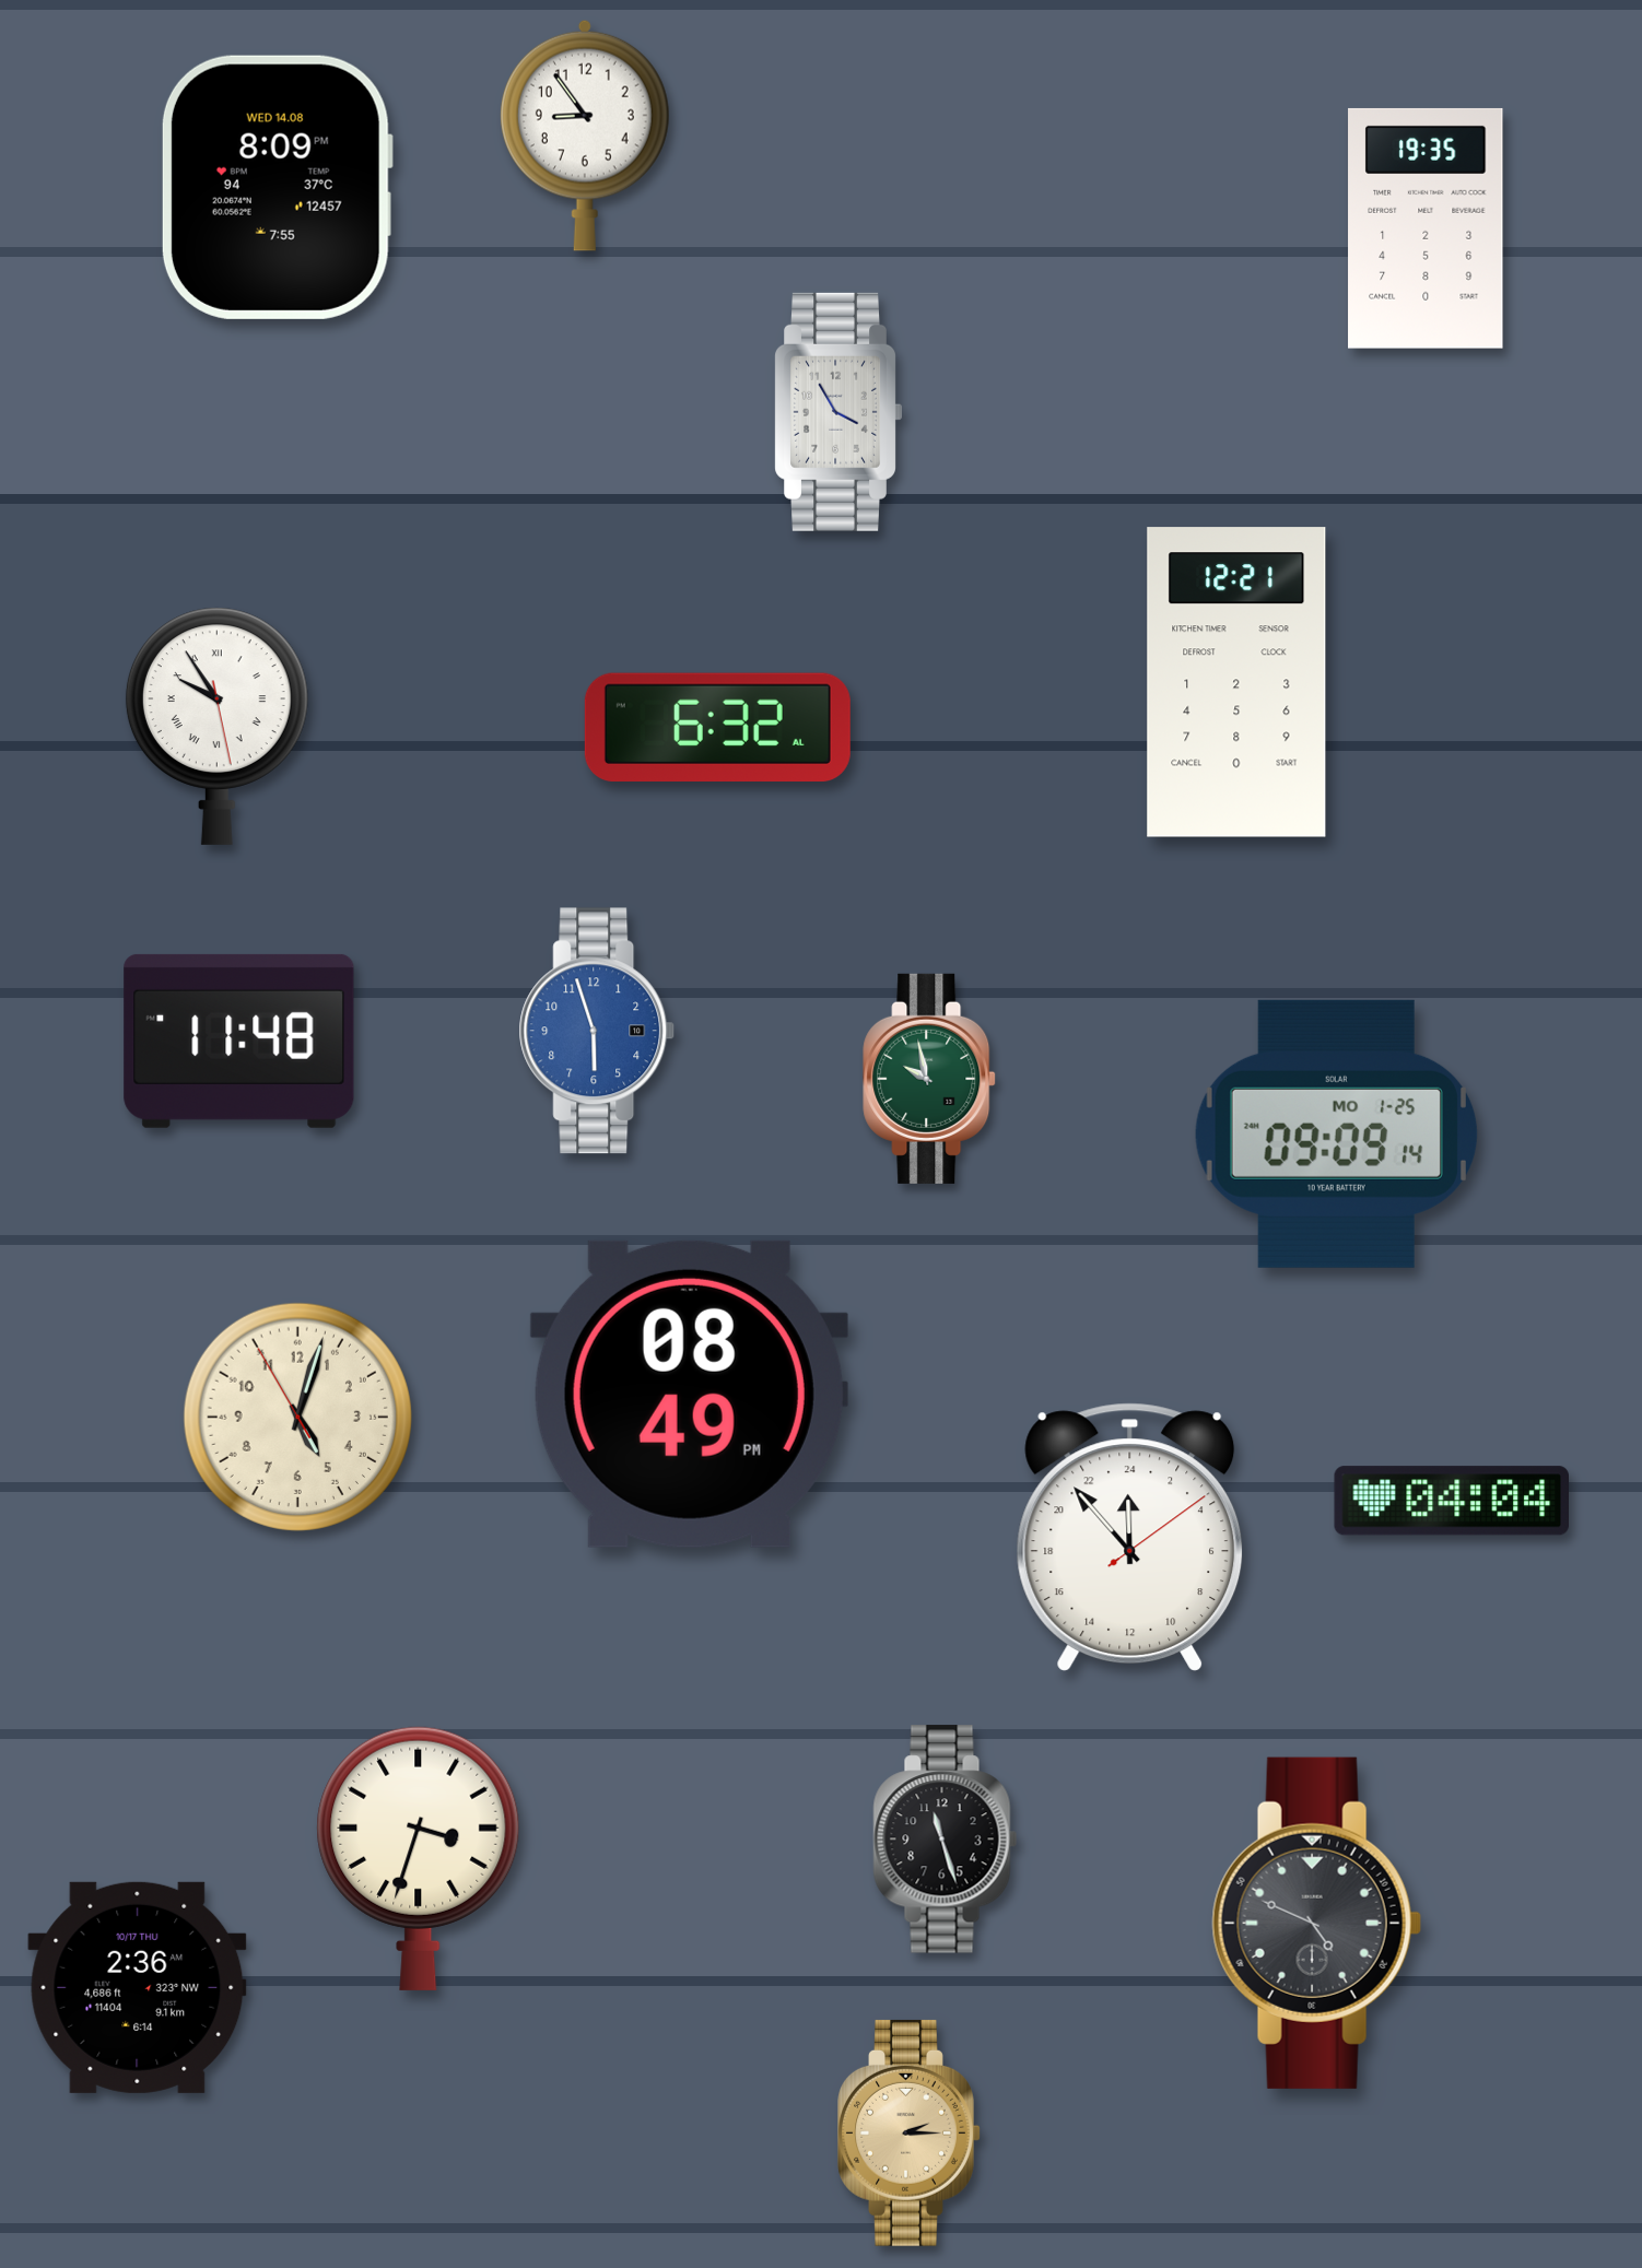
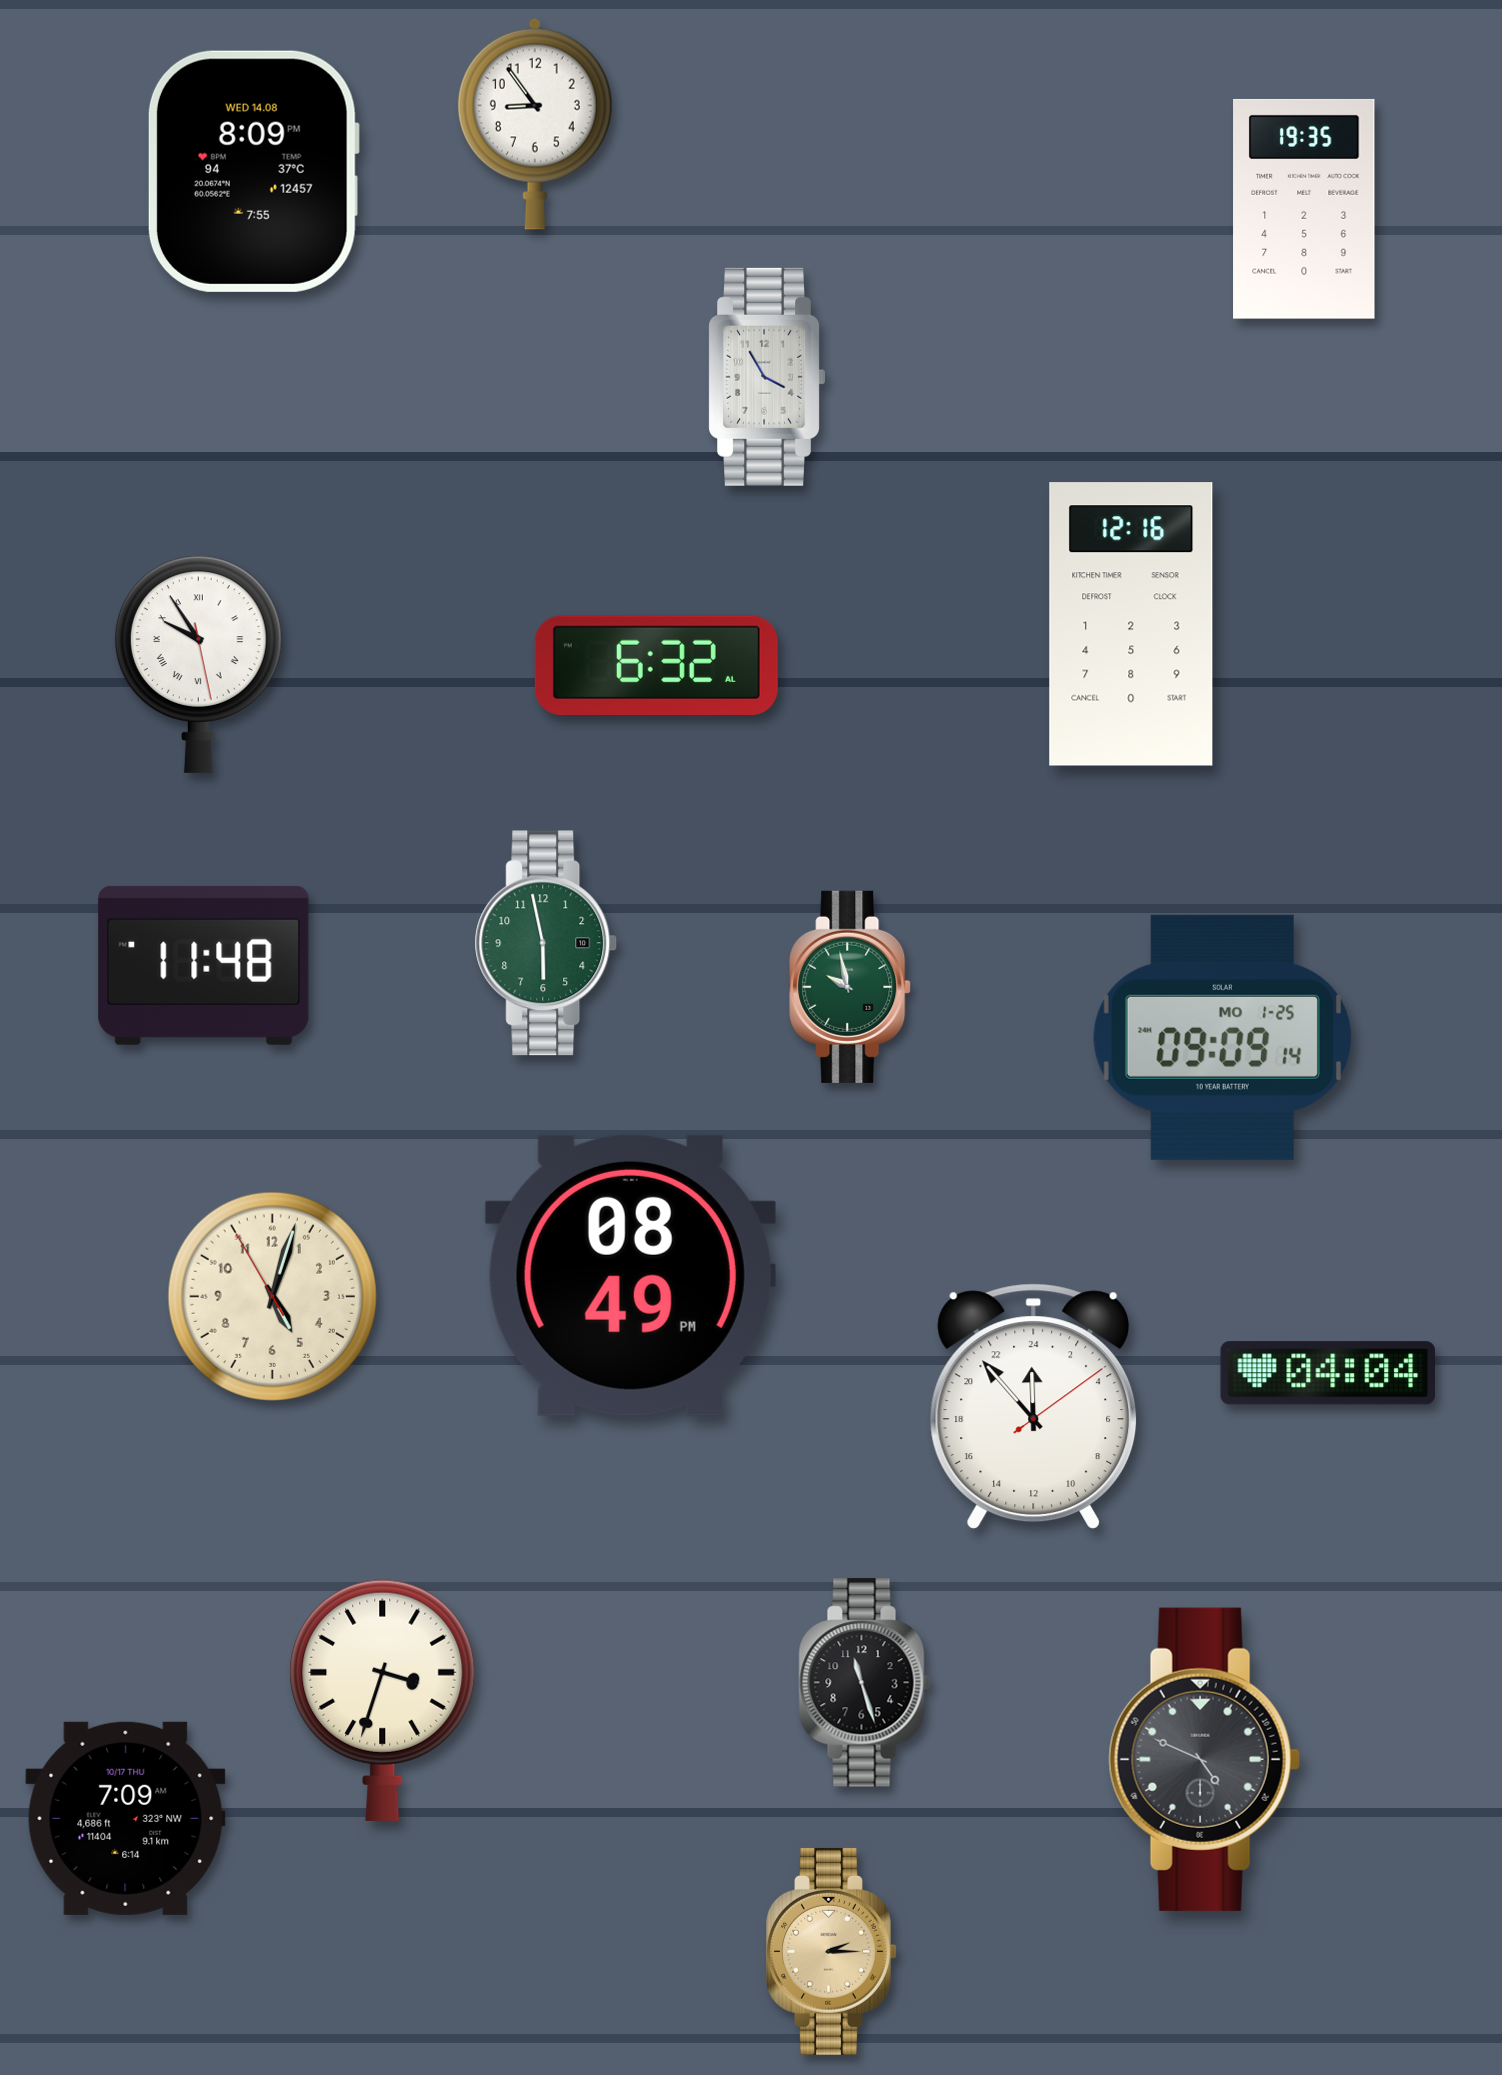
clock at (1236, 682): 12:21 -> 12:16
clock at (597, 1031): 5:57 -> 5:58
clock at (597, 1031) dial: blue -> green
clock at (239, 1041) position: (239, 1041) -> (204, 965)
clock at (138, 1987): 2:36 -> 7:09
